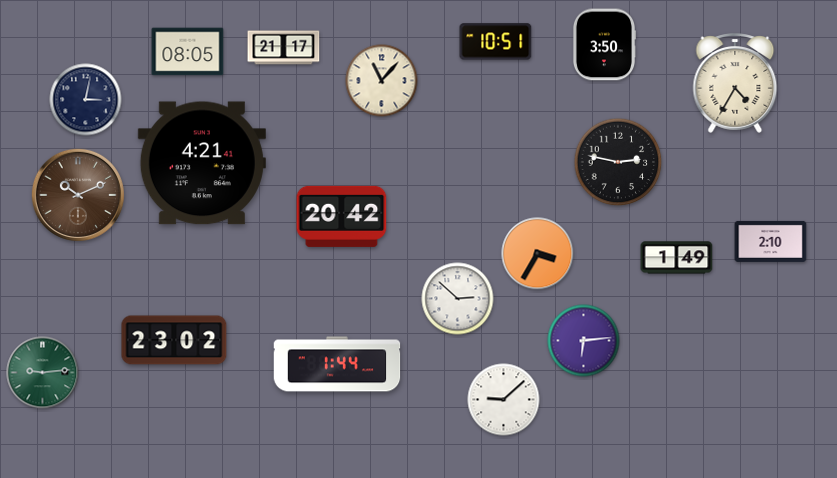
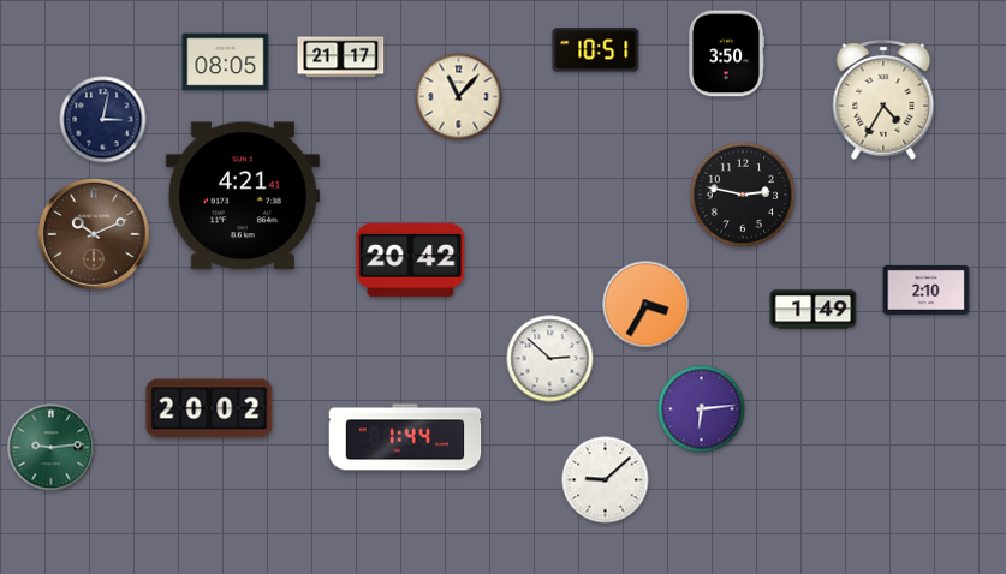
clock at (174, 340): 23:02 -> 20:02
